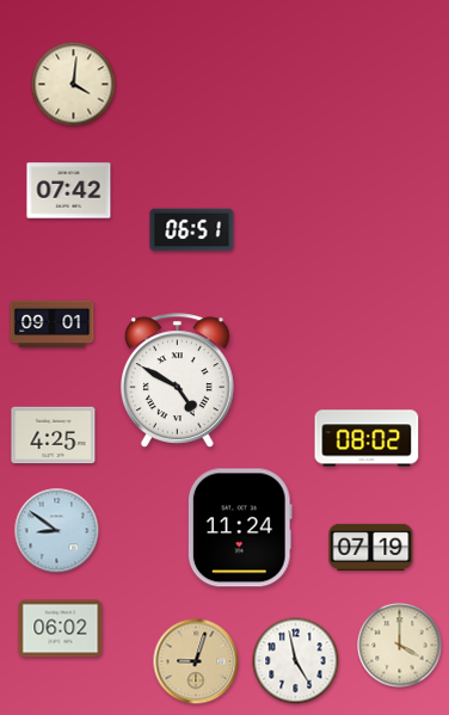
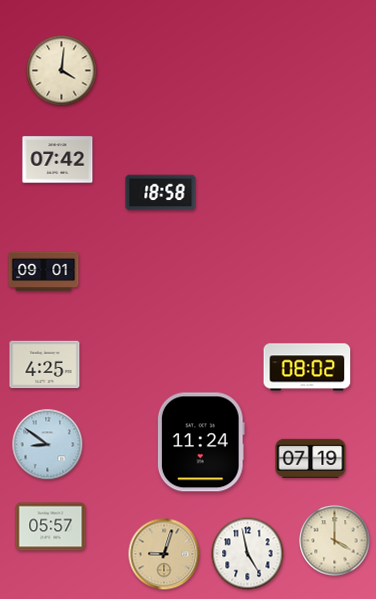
clock at (192, 230): 06:51 -> 18:58
clock at (177, 381): 4:50 -> none
clock at (61, 629): 06:02 -> 05:57
